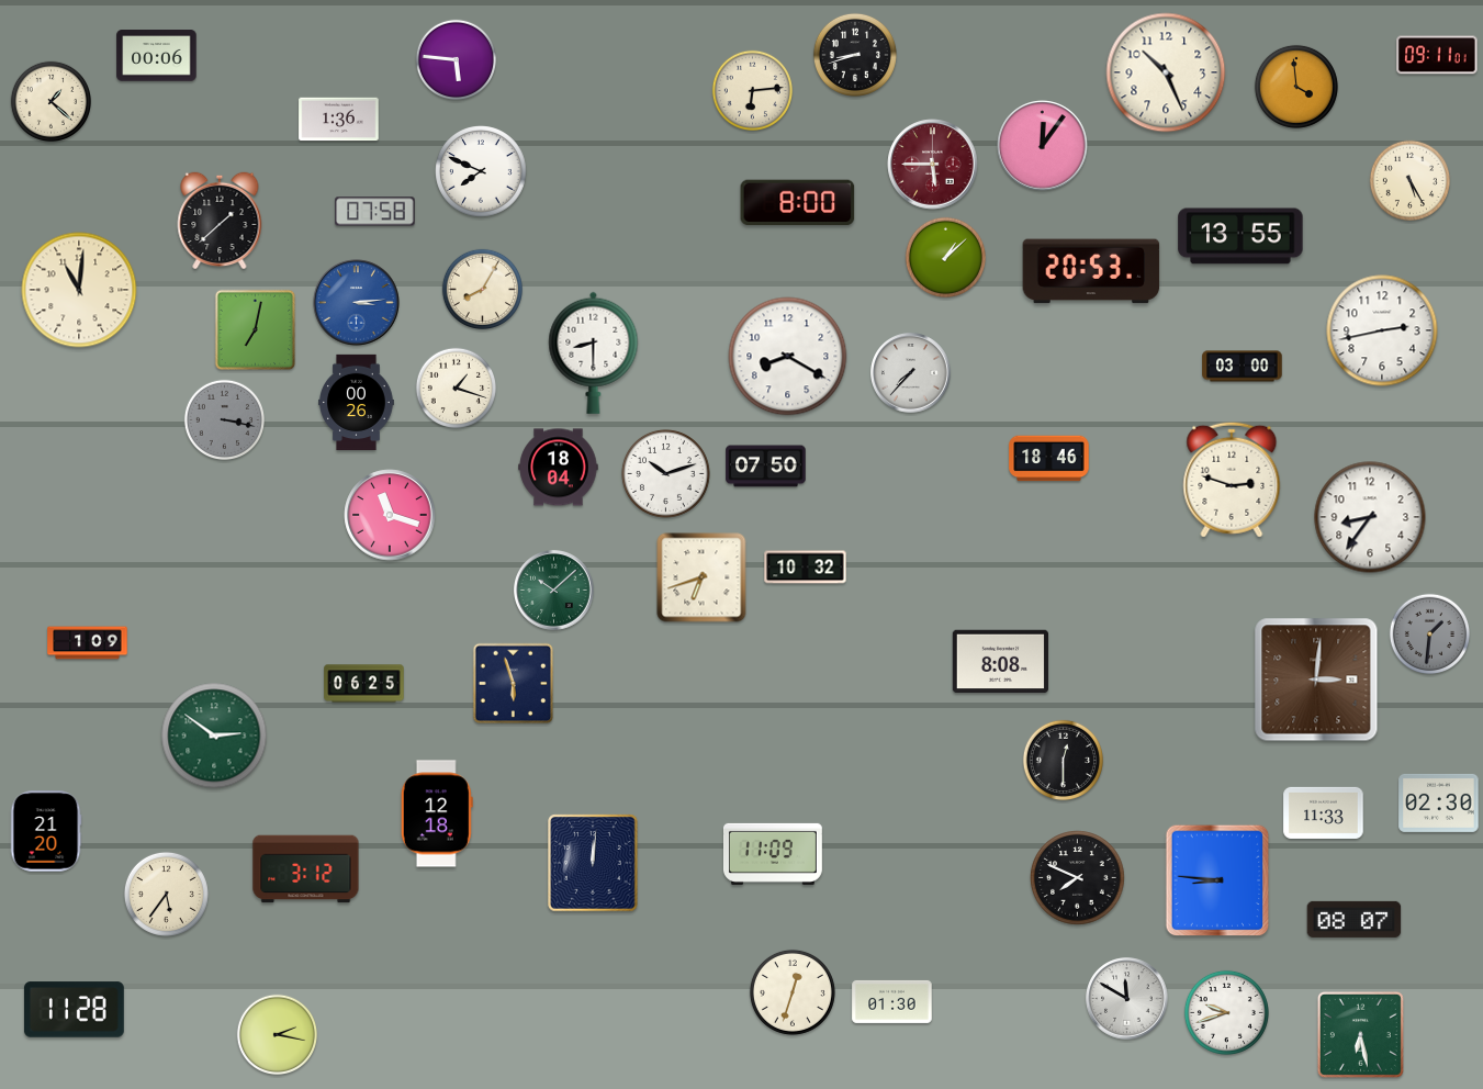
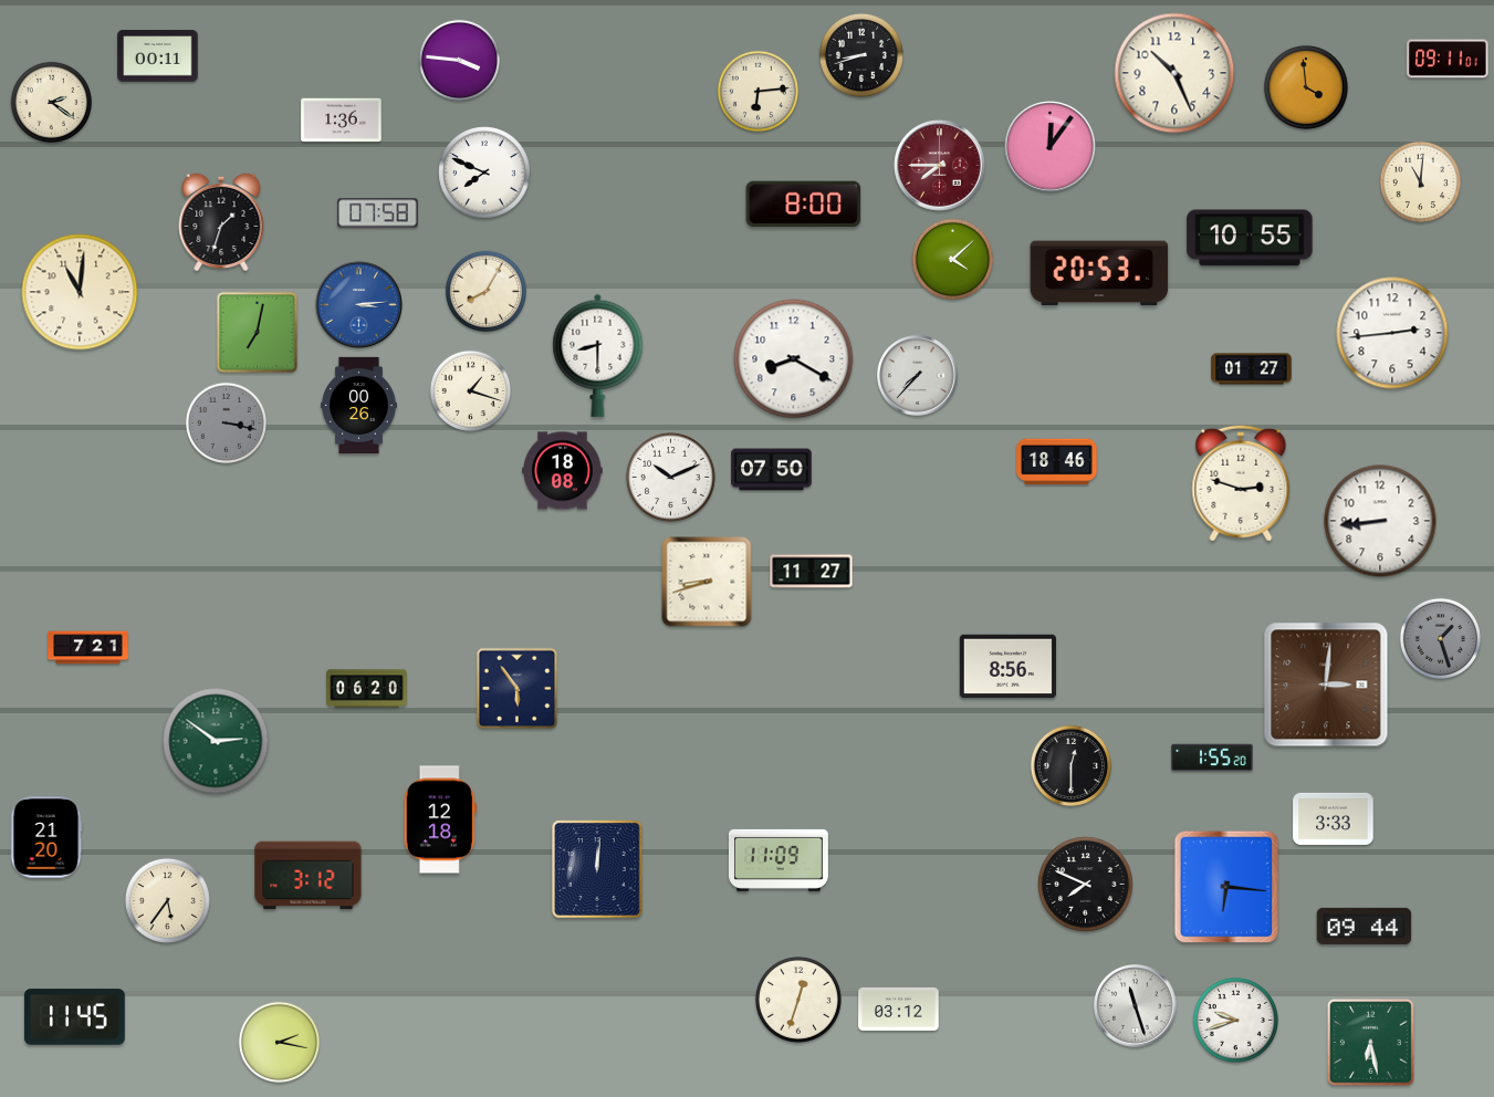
clock at (1437, 55) position: (1437, 55) -> (1448, 59)
clock at (157, 56): 00:06 -> 00:11
clock at (456, 59): 5:46 -> 3:46
clock at (50, 101): 1:22 -> 2:21
clock at (933, 165): 5:45 -> 7:45
clock at (1409, 180): 5:25 -> 11:01
clock at (220, 221): 1:38 -> 1:33
clock at (1240, 236): 13:55 -> 10:55
clock at (945, 257): 1:08 -> 4:08
clock at (1382, 330): 2:43 -> 2:44
clock at (1243, 367): 03:00 -> 01:27
clock at (456, 388) position: (456, 388) -> (470, 390)
clock at (559, 468): 18:04 -> 18:08
clock at (665, 473): 10:12 -> 10:11
clock at (390, 515): 11:18 -> none
clock at (1370, 517): 8:36 -> 8:44
clock at (806, 568): 10:32 -> 11:27
clock at (701, 577): 6:42 -> 8:42
clock at (554, 591): 10:08 -> none
clock at (1429, 633): 1:31 -> 1:27
clock at (88, 643): 1:09 -> 7:21
clock at (1000, 662): 8:08 -> 8:56
clock at (364, 684): 06:25 -> 06:20
clock at (514, 684): 5:57 -> 5:54
clock at (1212, 758): none -> 1:55
clock at (1439, 802): 02:30 -> none
clock at (1324, 812): 11:33 -> 3:33
clock at (1217, 880): 8:46 -> 6:16
clock at (1355, 919): 08:07 -> 09:44
clock at (1127, 999): 11:50 -> 11:27
clock at (892, 1001): 01:30 -> 03:12
clock at (74, 1010): 11:28 -> 11:45
